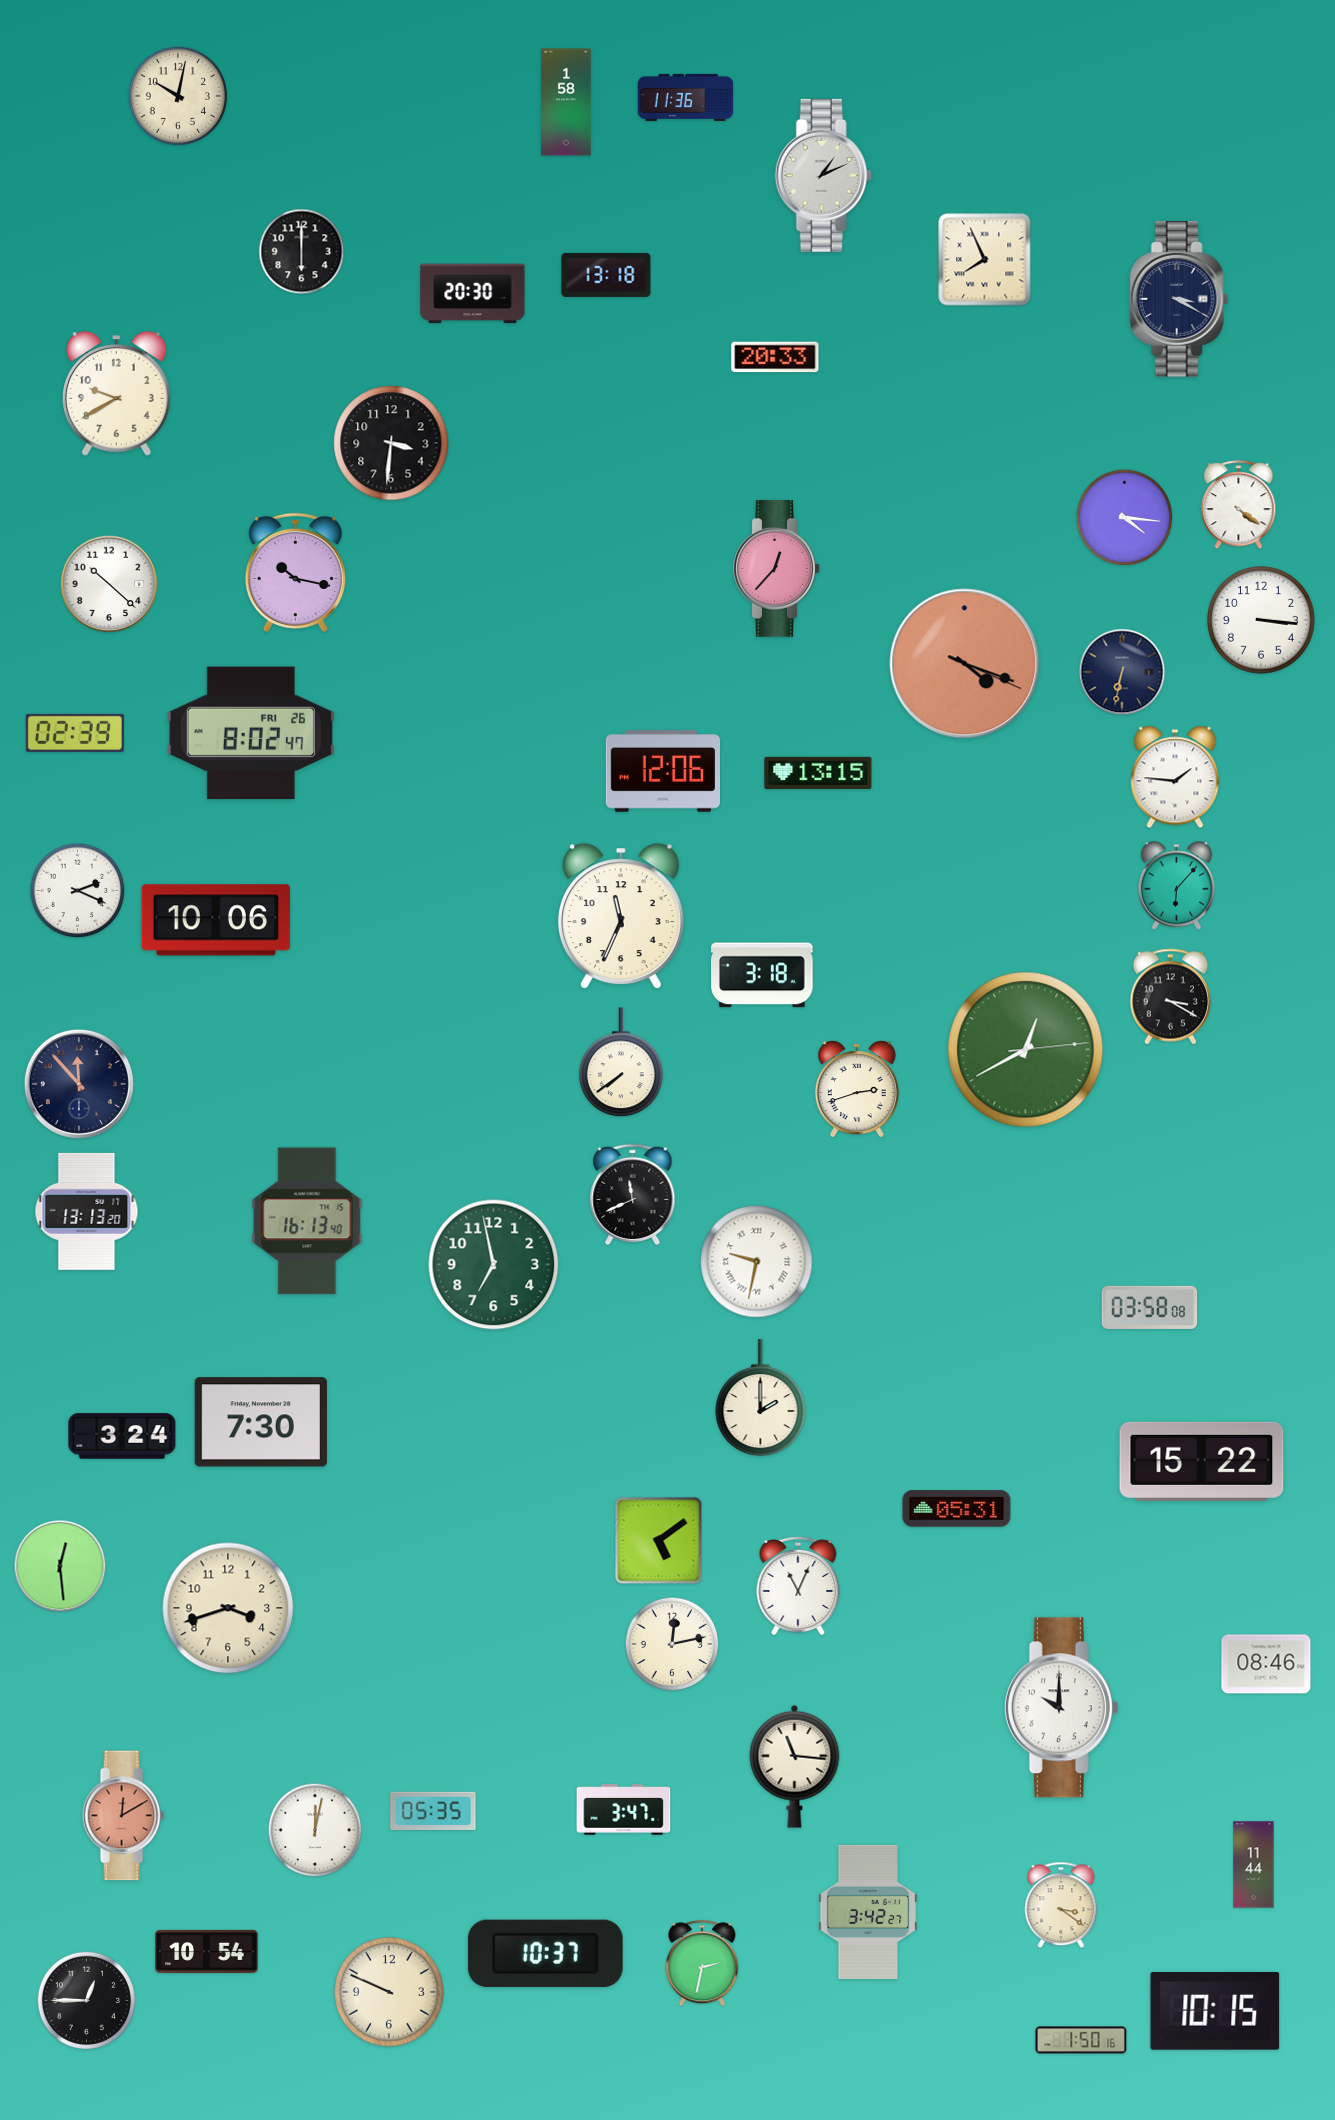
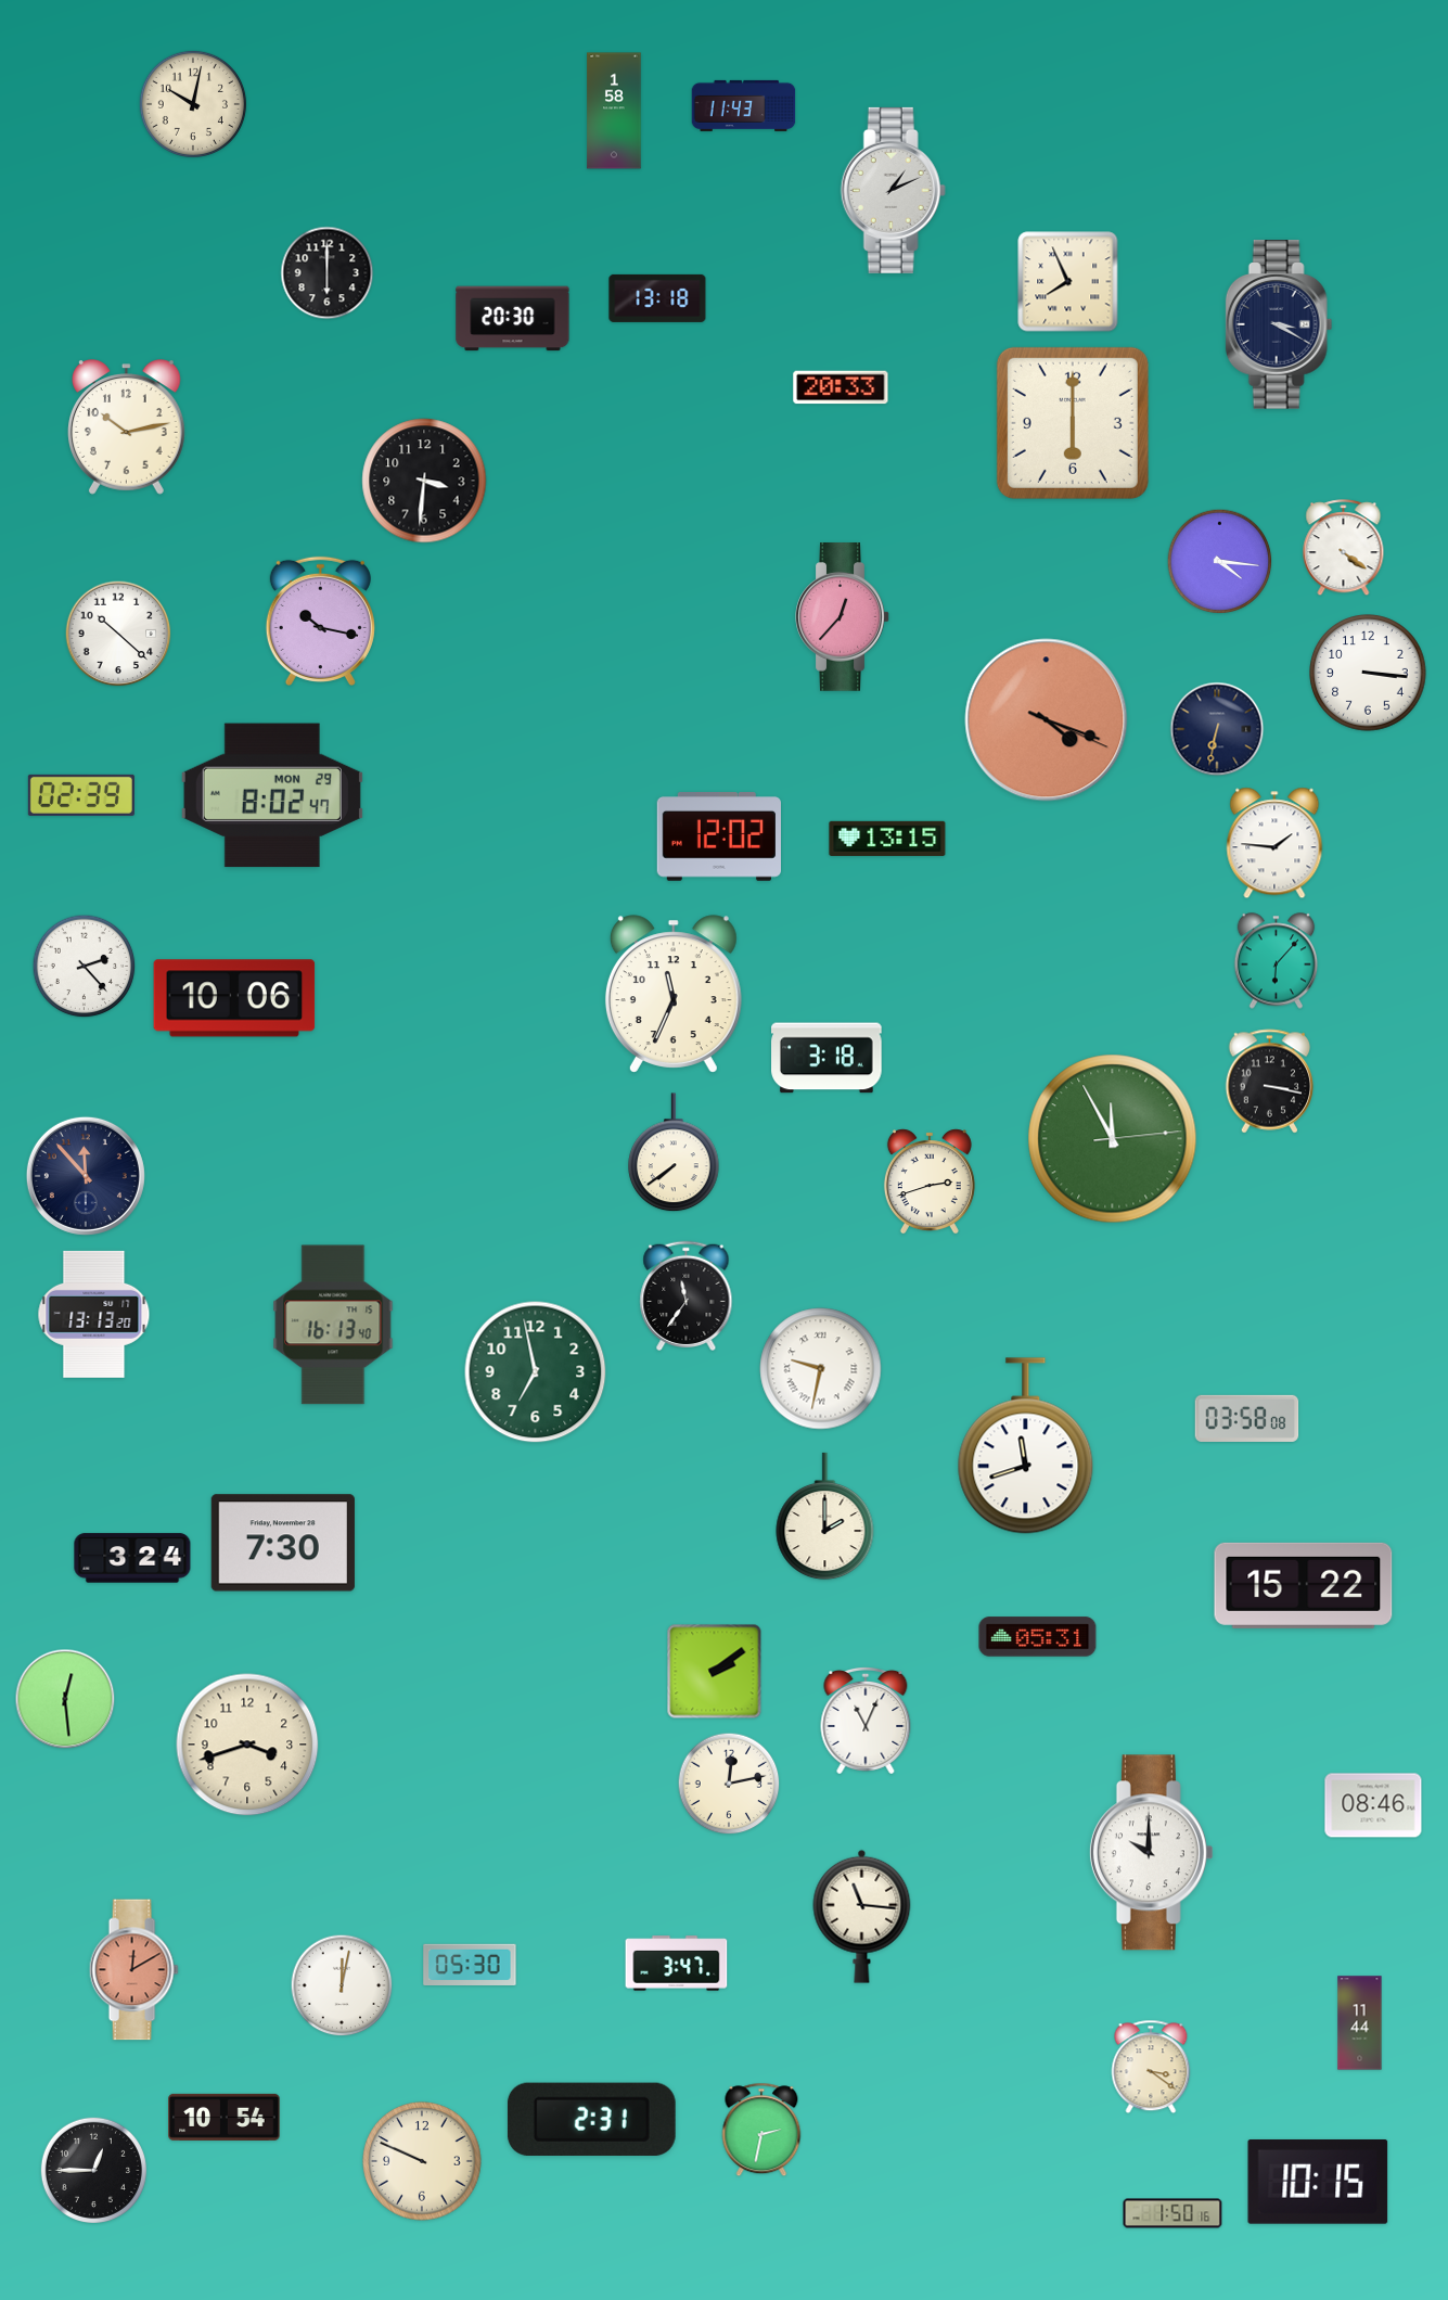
clock at (686, 97): 11:36 -> 11:43
clock at (1073, 423): none -> 6:00
clock at (117, 394): 9:40 -> 10:13
clock at (251, 733) date: FRI 26 -> MON 29
clock at (662, 772): 12:06 -> 12:02
clock at (78, 891): 2:19 -> 2:23
clock at (1171, 997): 3:20 -> 3:17
clock at (1026, 1050): 12:40 -> 11:55
clock at (633, 1194): 11:41 -> 11:36
clock at (1026, 1446): none -> 11:42
clock at (659, 1541): 5:09 -> 2:09
clock at (433, 1811): 05:35 -> 05:30
clock at (868, 1912): 3:42 -> none
clock at (545, 1953): 10:37 -> 2:31
